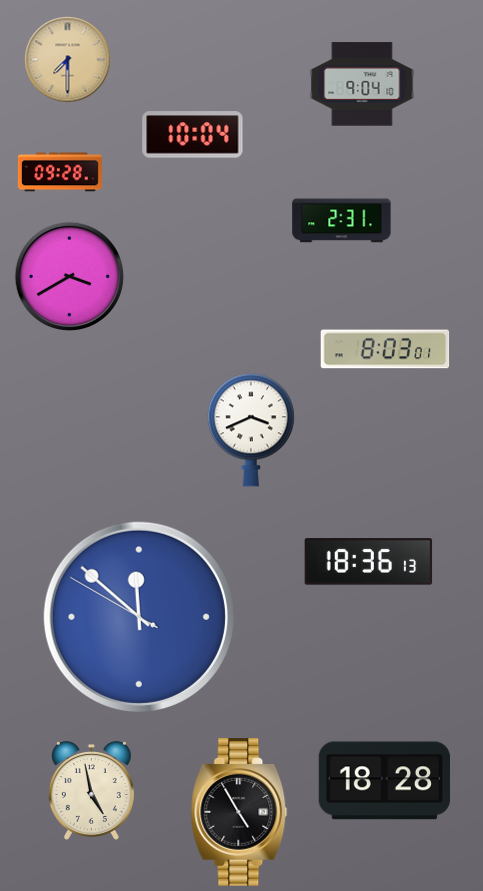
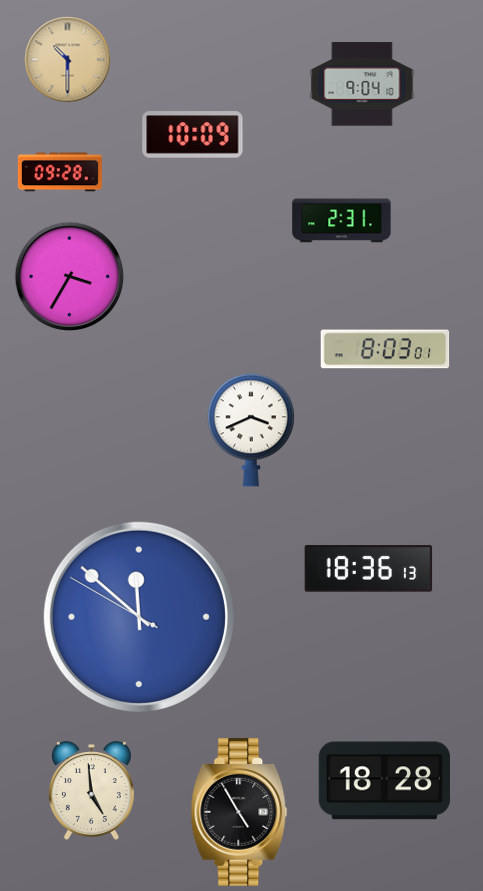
clock at (67, 59): 7:30 -> 10:30
clock at (193, 135): 10:04 -> 10:09
clock at (69, 276): 3:40 -> 3:35
clock at (369, 562) position: (369, 562) -> (369, 569)
clock at (91, 791): 4:58 -> 4:59
